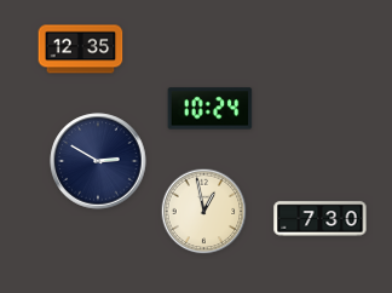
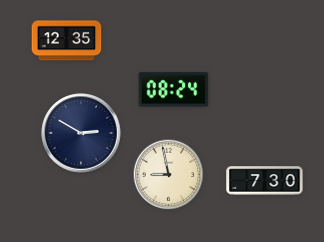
clock at (211, 109): 10:24 -> 08:24
clock at (204, 212): 12:58 -> 8:58
